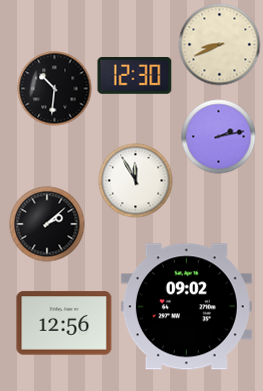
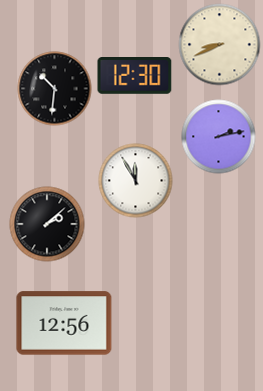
clock at (186, 307): 09:02 -> none
